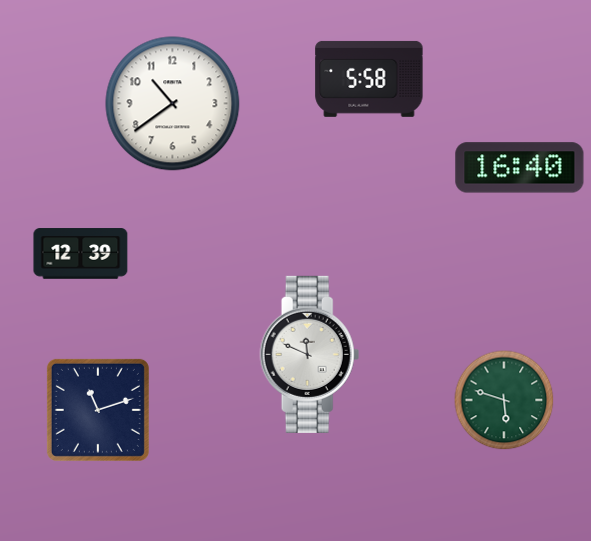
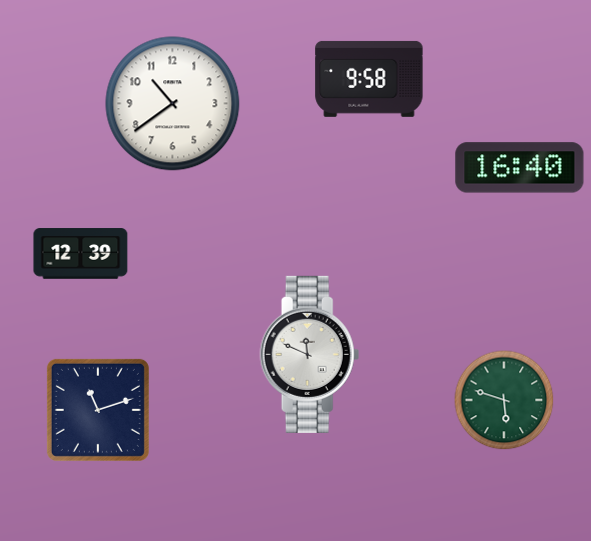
clock at (369, 79): 5:58 -> 9:58
